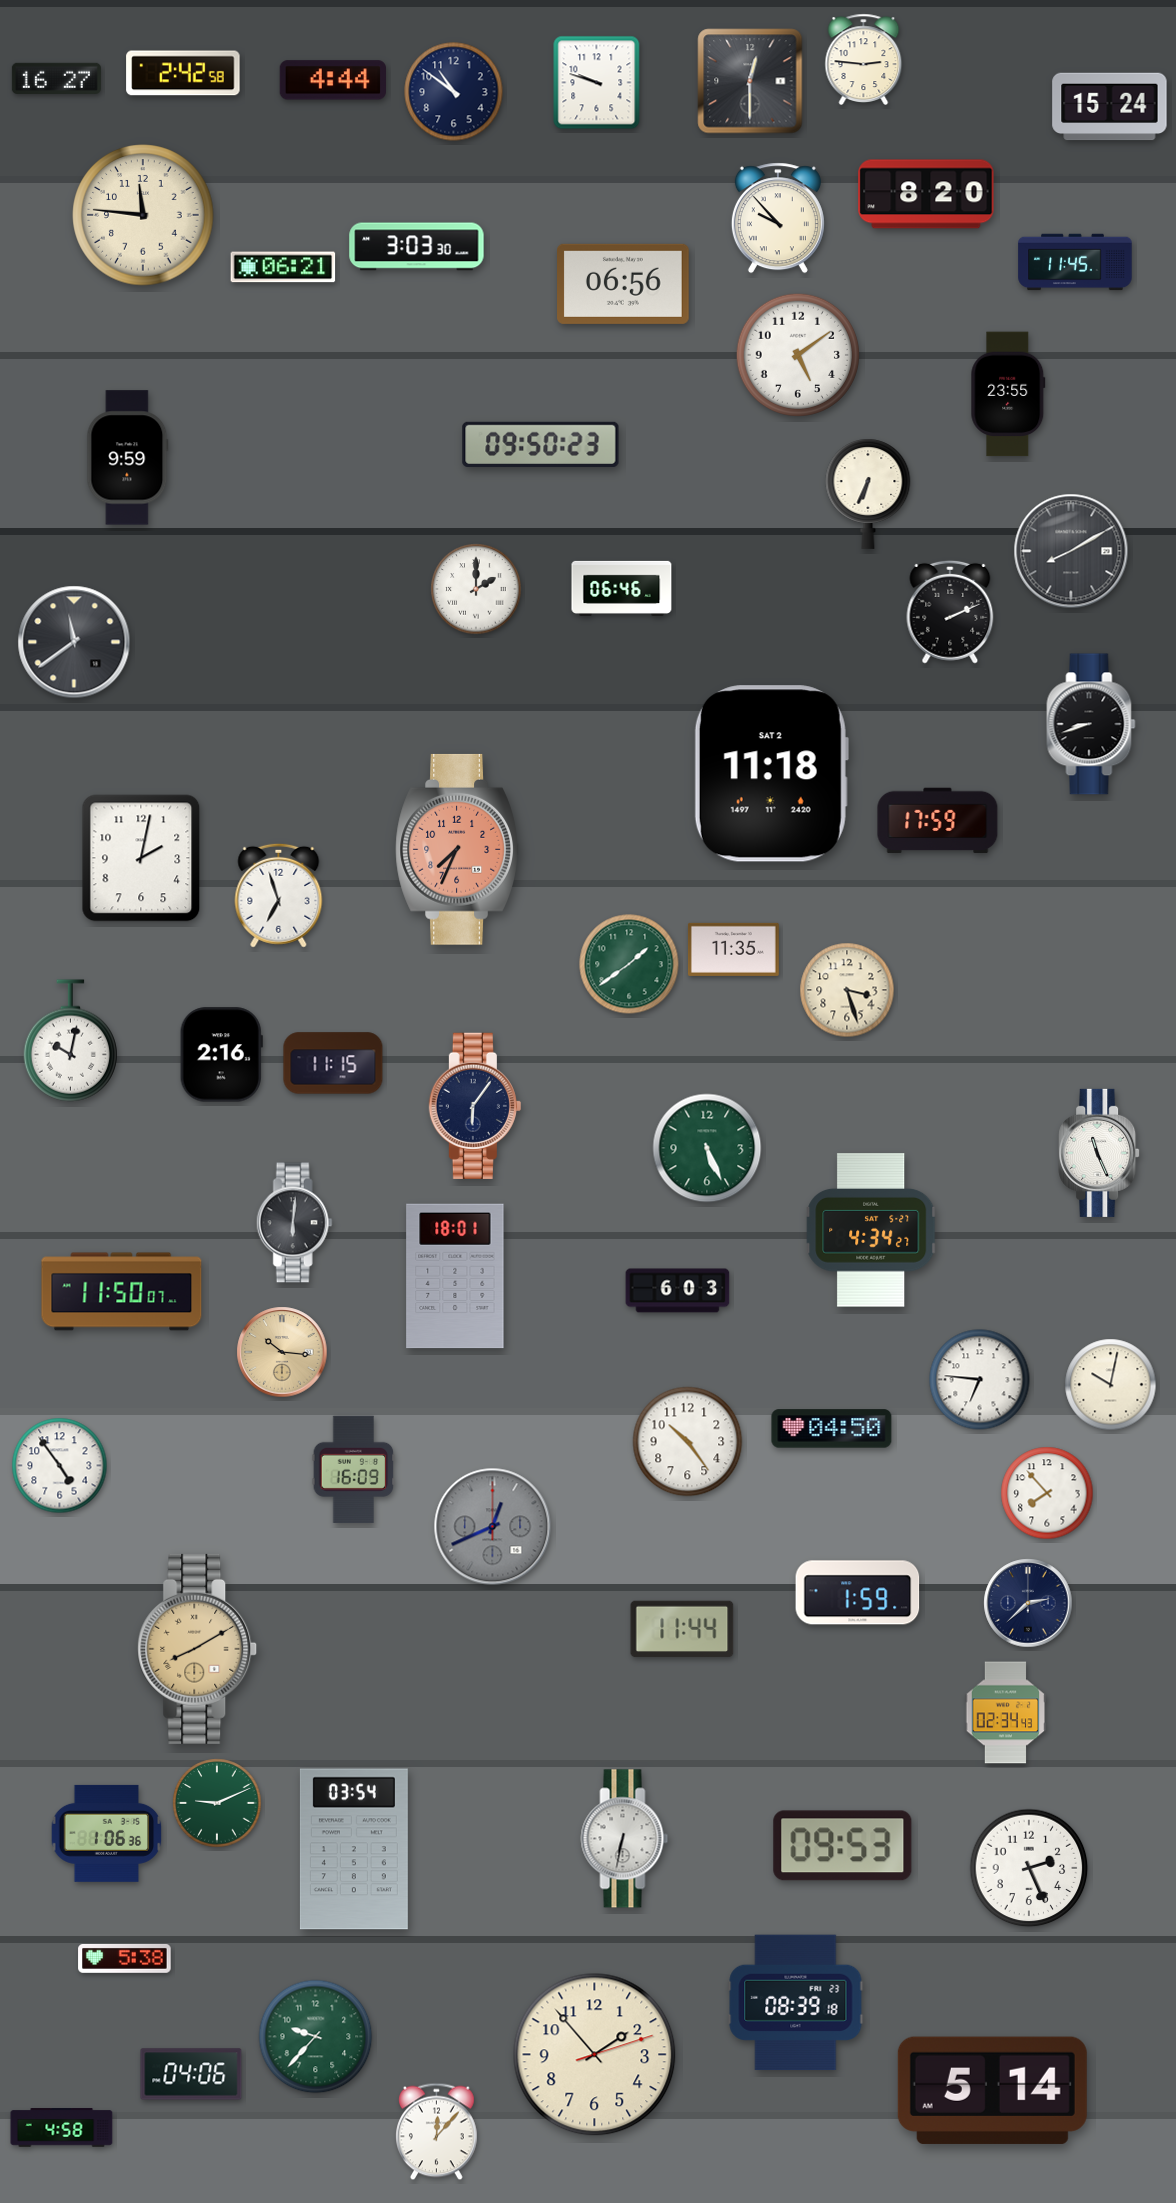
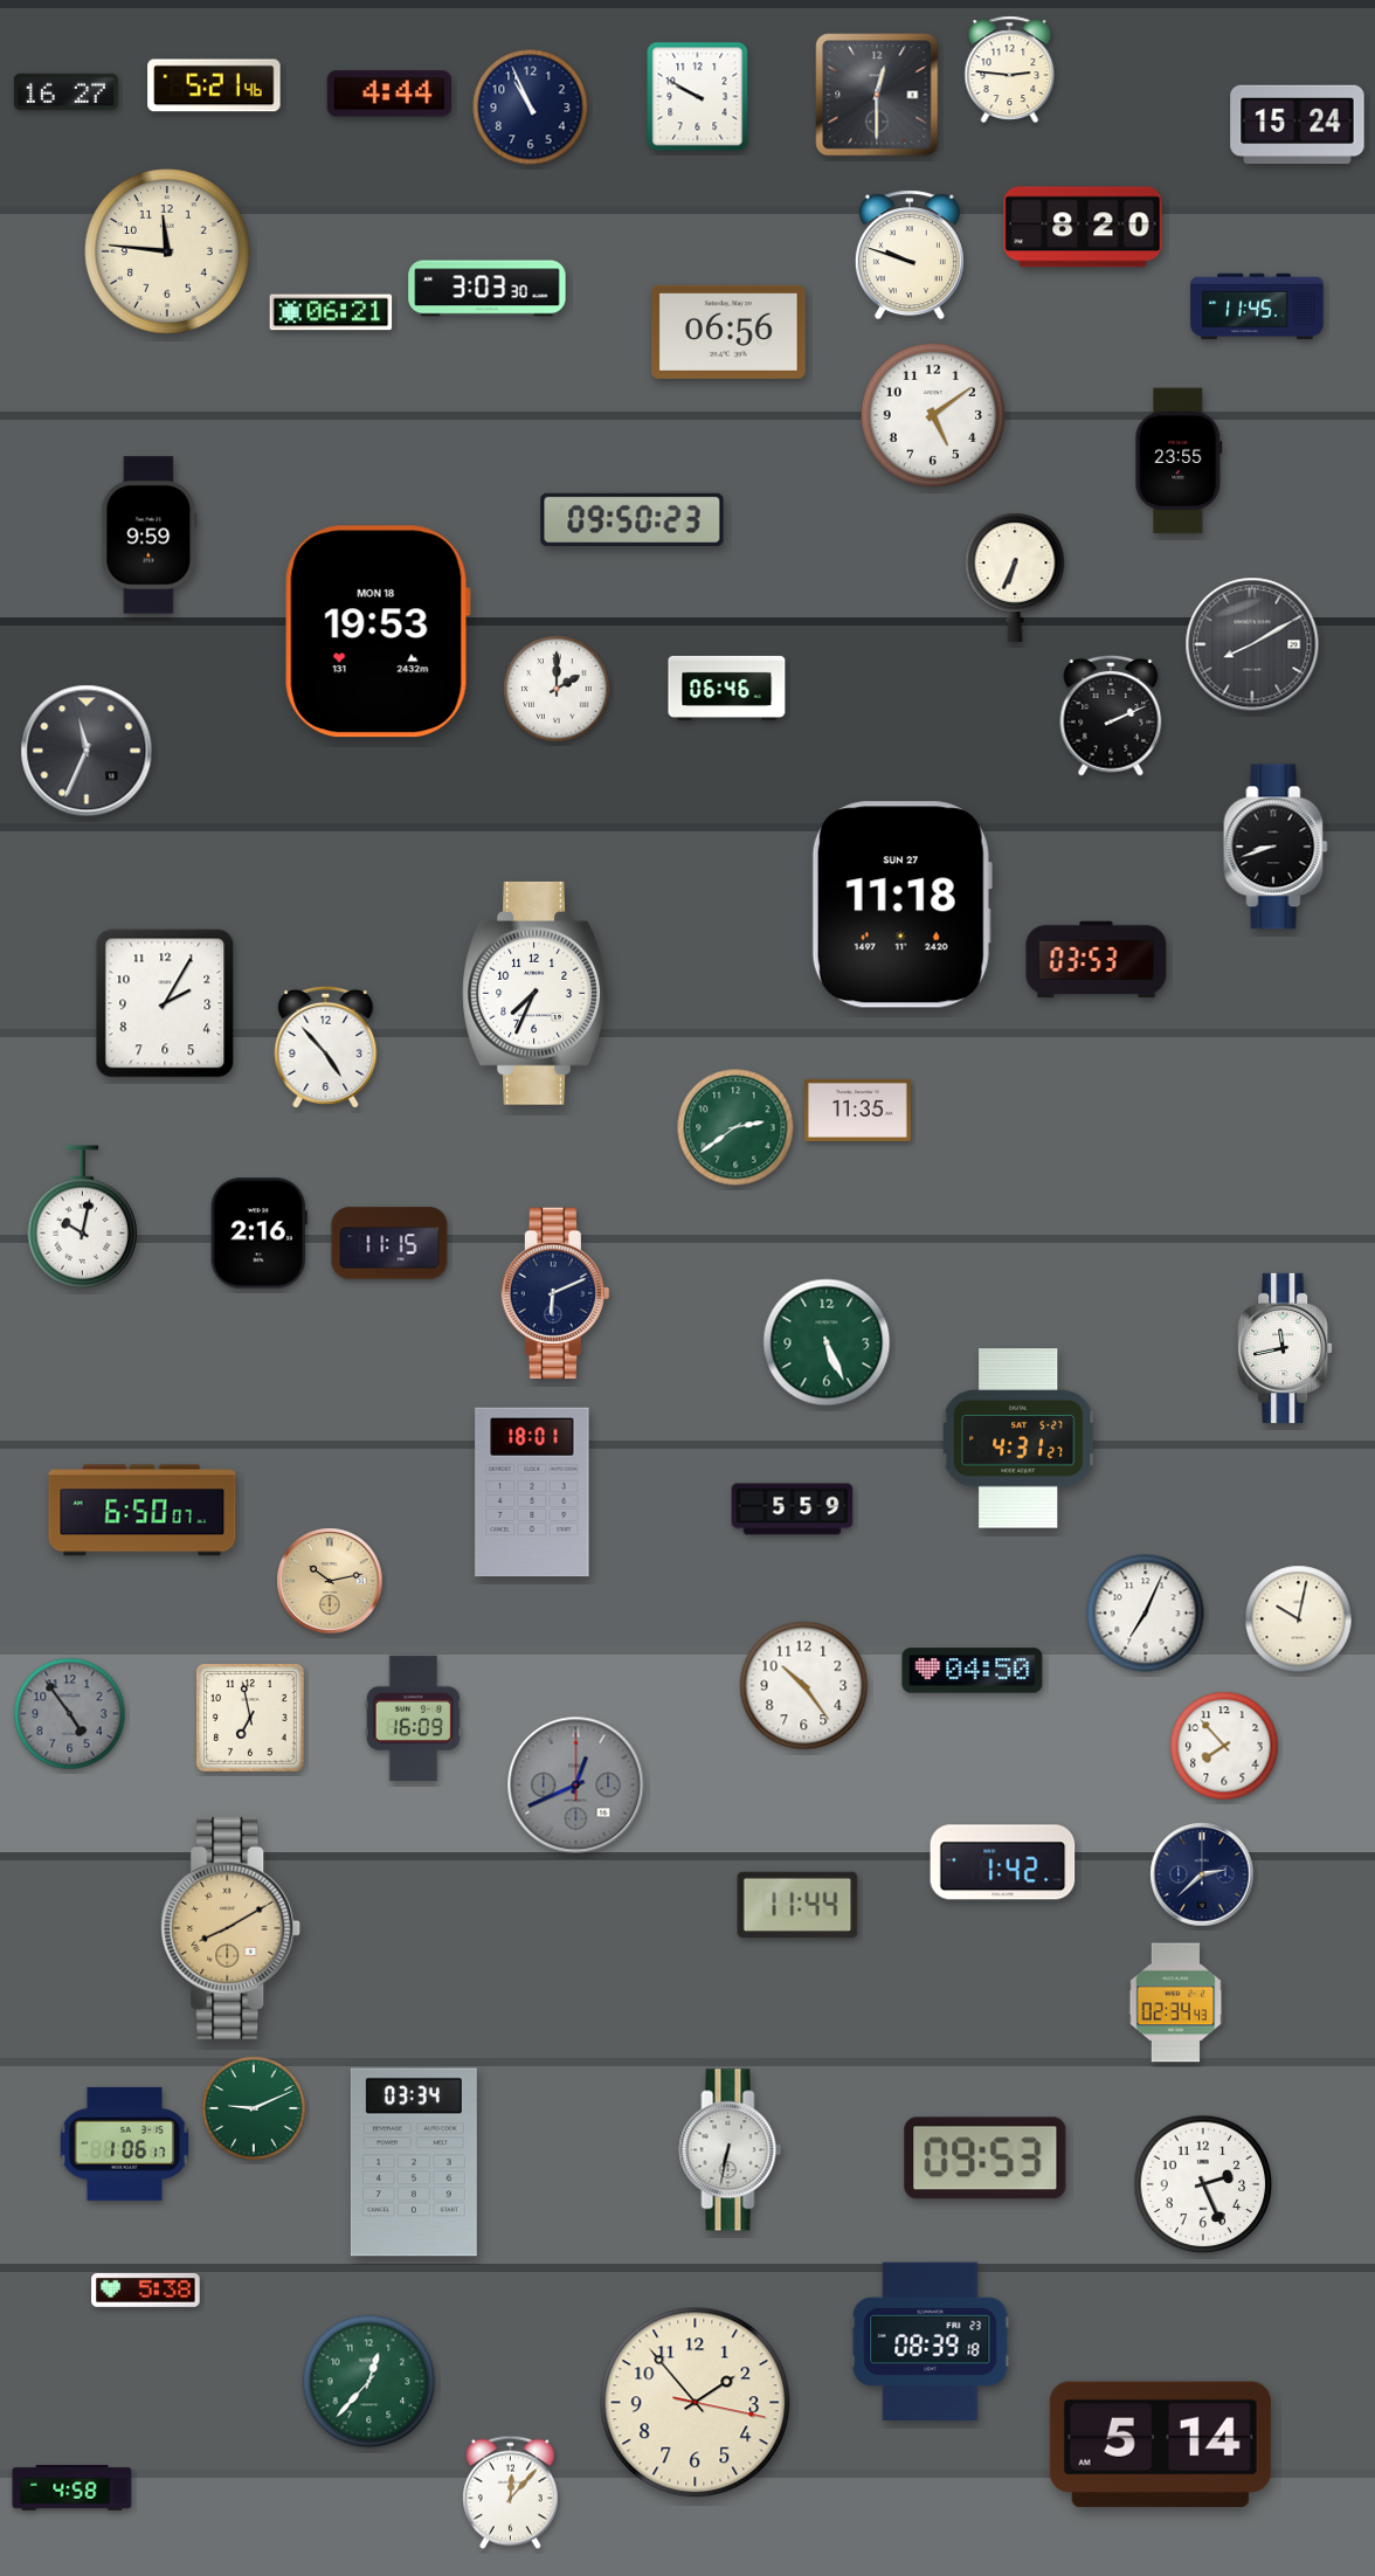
clock at (183, 73): 2:42 -> 5:21
clock at (597, 83): 9:48 -> 9:50
clock at (454, 92): 10:51 -> 10:56
clock at (778, 218): 9:53 -> 9:48
clock at (378, 631): none -> 19:53
clock at (74, 642): 11:39 -> 11:34
clock at (771, 774) date: SAT 2 -> SUN 27
clock at (938, 821): 17:59 -> 03:53
clock at (457, 849) dial: salmon -> white
clock at (141, 858): 2:02 -> 2:05
clock at (279, 895): 6:57 -> 4:53
clock at (629, 964): 1:39 -> 2:39
clock at (847, 990): 3:27 -> none
clock at (475, 1106): 6:06 -> 6:11
clock at (1099, 1153): 11:26 -> 11:43
clock at (294, 1223): 6:01 -> none
clock at (871, 1230): 4:34 -> 4:31
clock at (678, 1291): 6:03 -> 5:59
clock at (122, 1292): 11:50 -> 6:50
clock at (282, 1352): 10:16 -> 10:13
clock at (980, 1380): 6:46 -> 7:04
clock at (60, 1466) dial: white -> grey
clock at (250, 1718): none -> 6:58
clock at (858, 1593): 1:59 -> 1:42
clock at (107, 1833): 1:06:36 -> 1:06:17
clock at (354, 1849): 03:54 -> 03:34
clock at (316, 2037): 9:37 -> 12:37
clock at (595, 2055): 1:53:12 -> 1:53:17
clock at (191, 2074): 04:06 -> none
